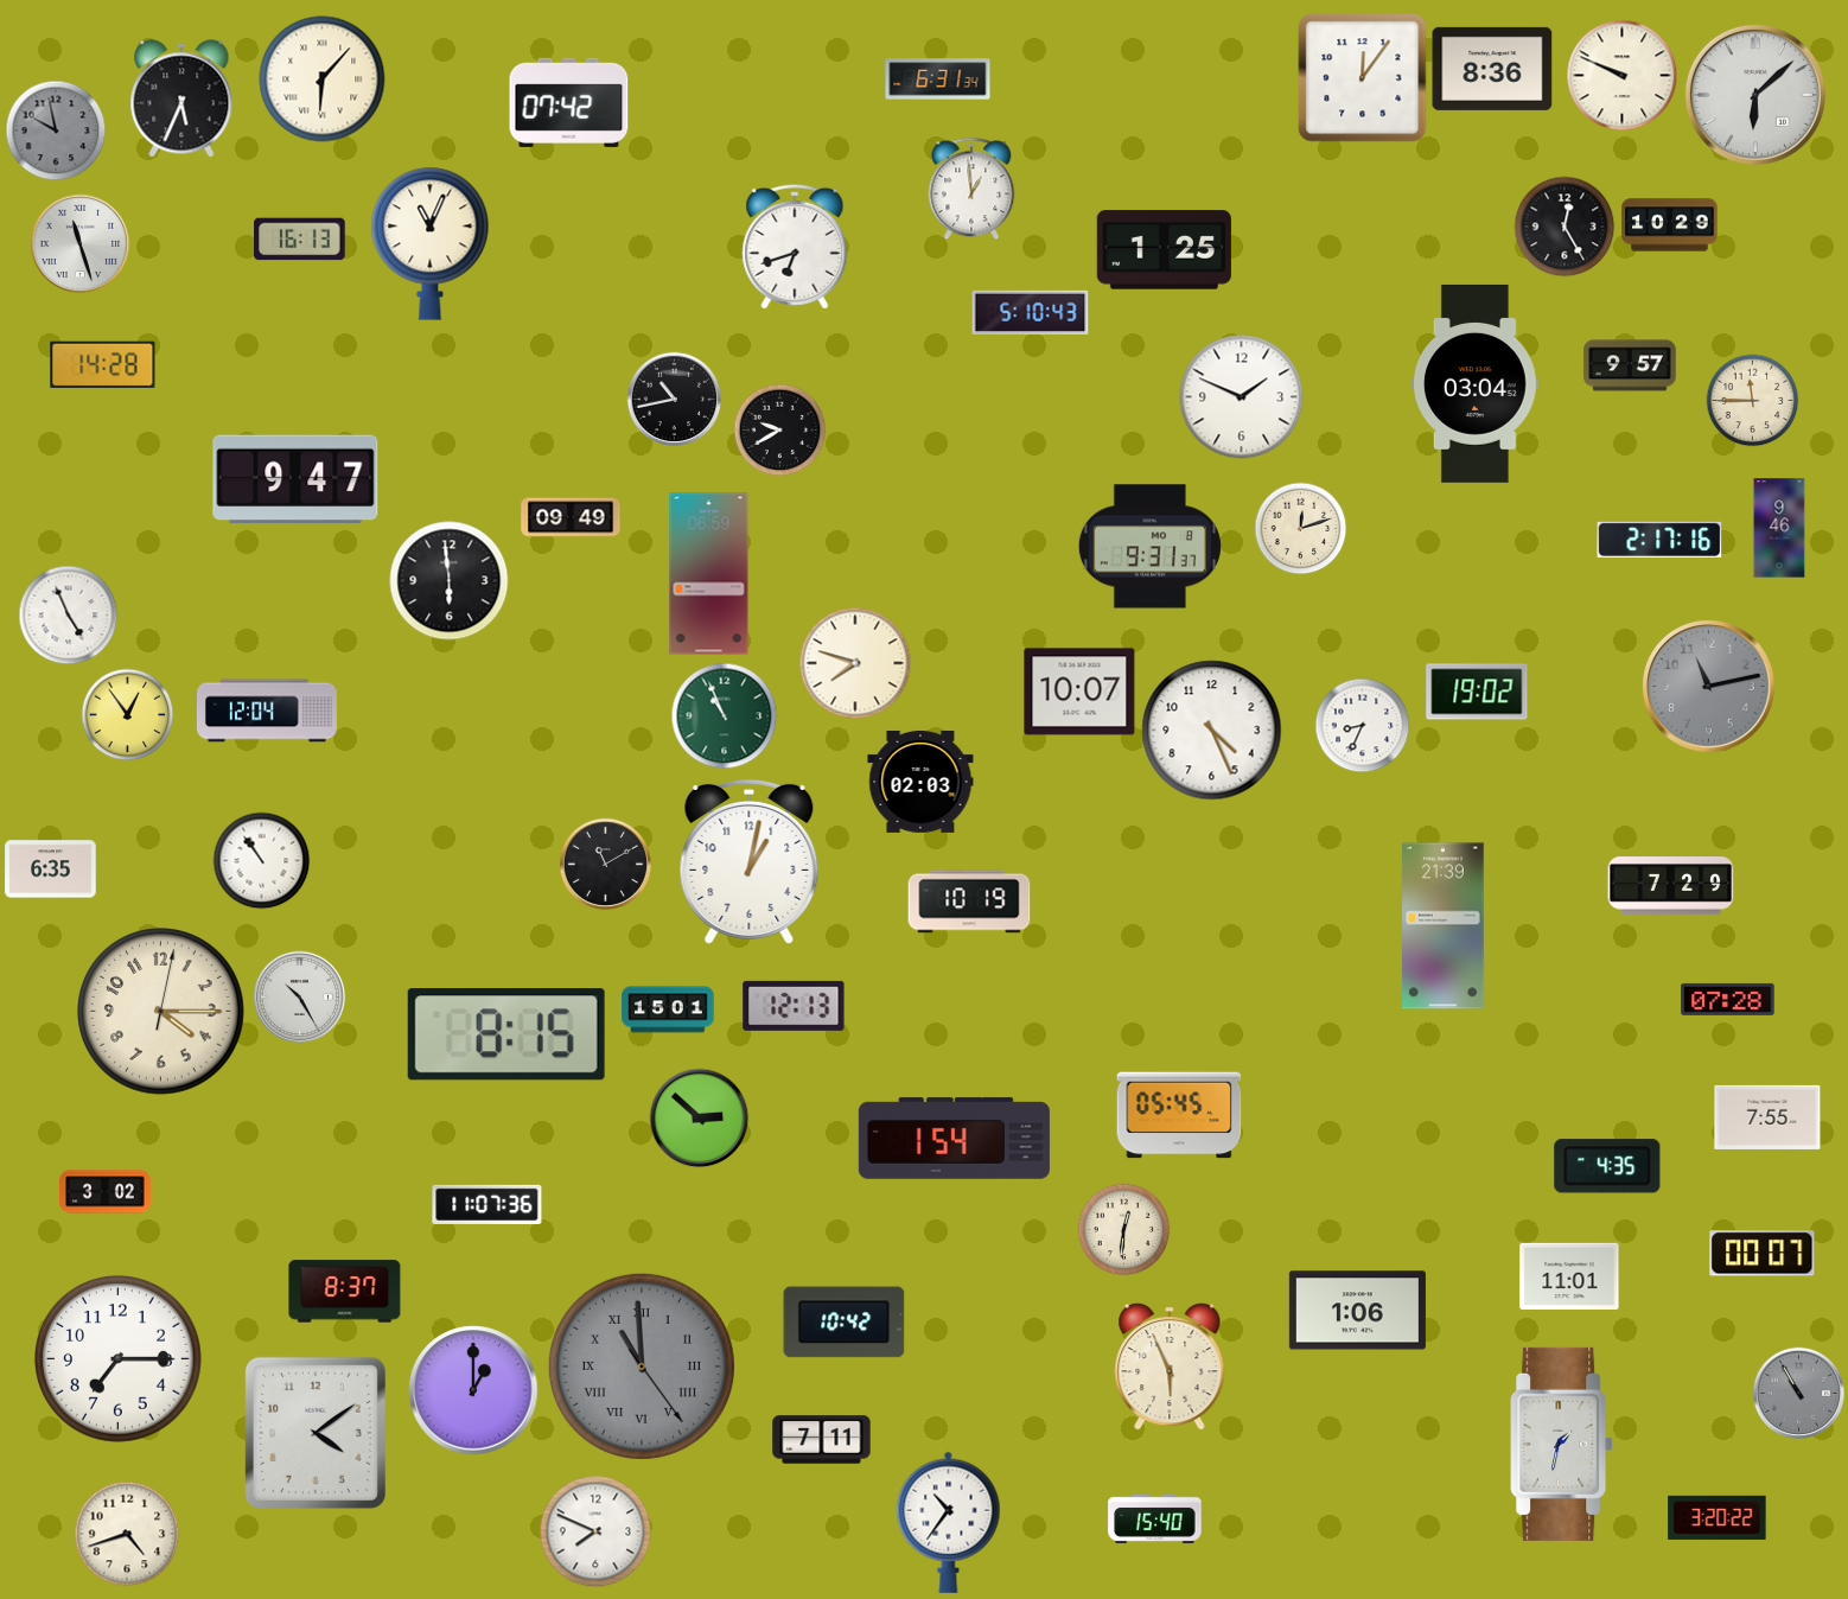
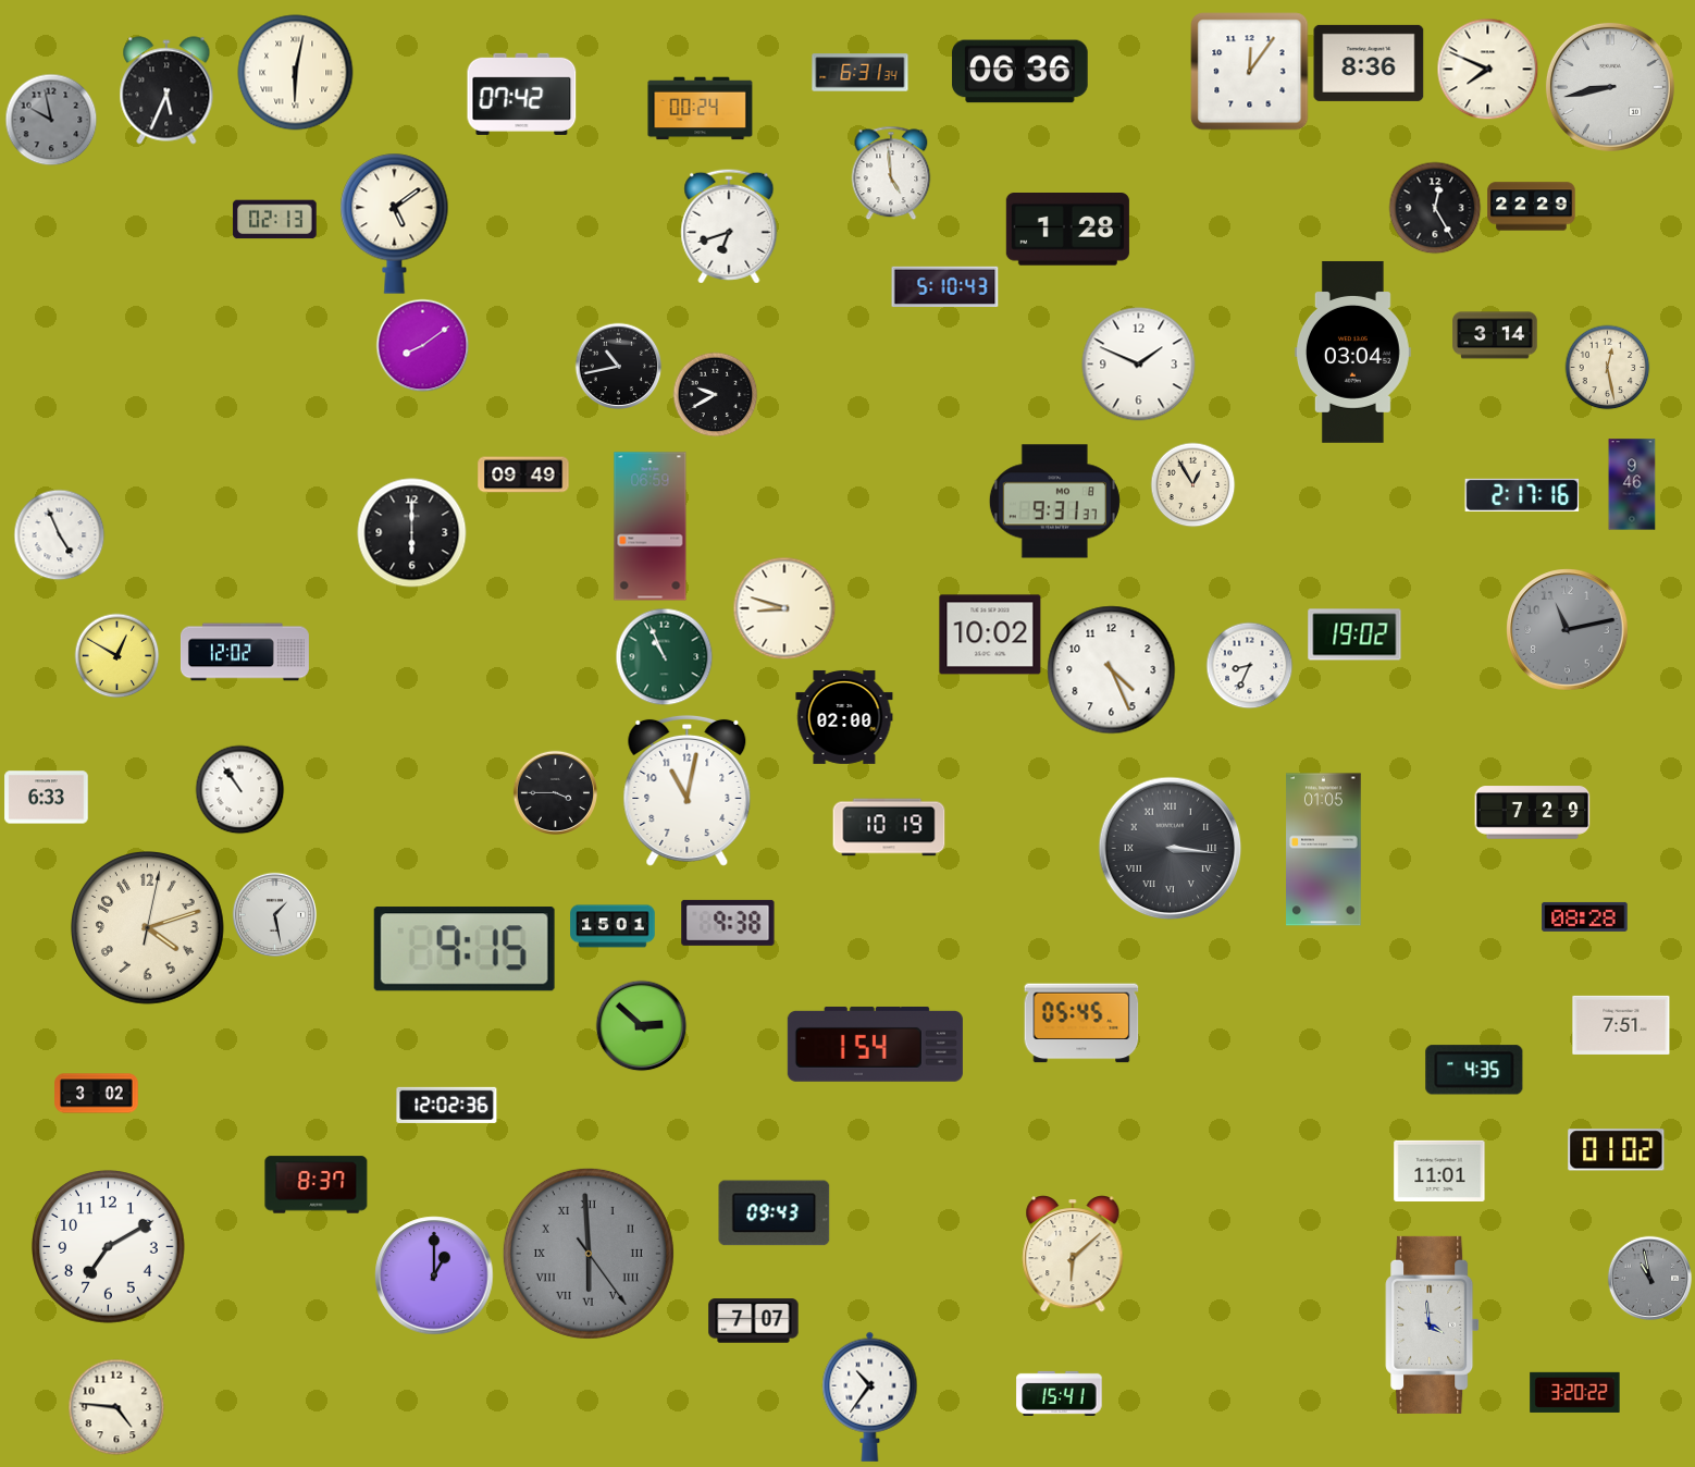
clock at (1621, 75): 9:49 -> 7:49
clock at (1020, 72): none -> 06:36
clock at (323, 79): 6:07 -> 6:02
clock at (1755, 95): 6:08 -> 8:43
clock at (701, 109): none -> 00:24
clock at (971, 189): 12:59 -> 4:59
clock at (1670, 225): 10:29 -> 22:29
clock at (300, 240): 16:13 -> 02:13
clock at (79, 243): 11:27 -> none
clock at (431, 243): 11:04 -> 5:09
clock at (1164, 250): 1:25 -> 1:28
clock at (103, 365): 14:28 -> none
clock at (1630, 365): 9:57 -> 3:14
clock at (422, 345): none -> 8:09
clock at (1752, 400): 11:45 -> 12:28
clock at (295, 479): 9:47 -> none
clock at (1300, 528): 12:12 -> 12:55
clock at (450, 581): 5:59 -> 6:00
clock at (68, 614) position: (68, 614) -> (59, 534)
clock at (855, 663): 7:48 -> 8:48
clock at (1079, 692): 10:07 -> 10:02
clock at (267, 711): 12:04 -> 12:02
clock at (127, 714): 12:54 -> 12:50
clock at (920, 782): 02:03 -> 02:00
clock at (750, 861): 1:02 -> 11:02
clock at (605, 864): 11:10 -> 3:45
clock at (51, 869): 6:35 -> 6:33
clock at (1171, 849): none -> 3:16
clock at (1444, 926): 21:39 -> 01:05
clock at (299, 996): 10:25 -> 1:28
clock at (1728, 999): 07:28 -> 08:28
clock at (794, 1006): 12:13 -> 9:38
clock at (161, 1012): 4:15 -> 4:12
clock at (506, 1034): 8:15 -> 9:15
clock at (1767, 1117): 7:55 -> 7:51
clock at (488, 1204): 11:07 -> 12:02
clock at (1123, 1229): 12:31 -> none
clock at (1763, 1254): 00:07 -> 01:02
clock at (1357, 1311): 1:06 -> none
clock at (845, 1323): 10:42 -> 09:43
clock at (119, 1359): 7:15 -> 7:10
clock at (642, 1367): 10:59 -> 5:59
clock at (1170, 1368): 5:56 -> 6:08
clock at (1798, 1393): 10:55 -> 10:58
clock at (316, 1433): 4:09 -> none
clock at (822, 1440): 7:11 -> 7:07
clock at (1562, 1444): 1:32 -> 3:59
clock at (1155, 1518): 15:40 -> 15:41
clock at (595, 1531): 7:49 -> none
clock at (127, 1534): 4:42 -> 4:46
